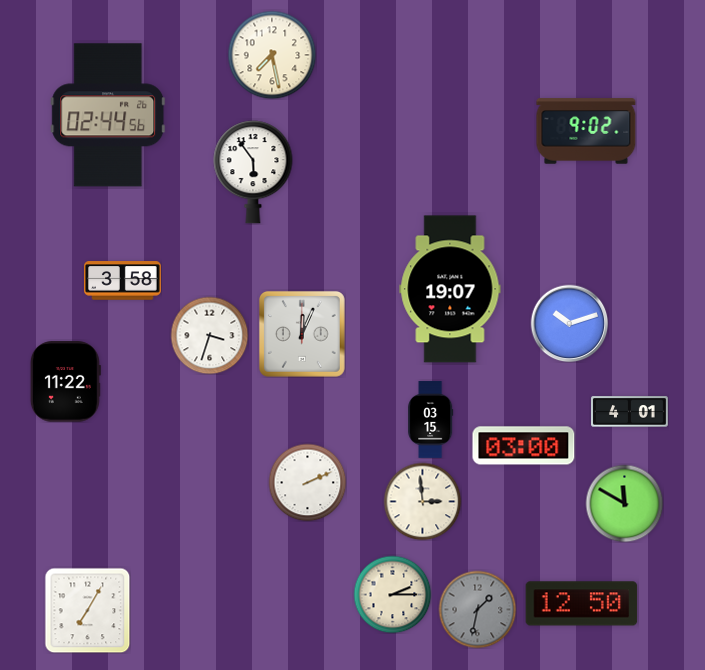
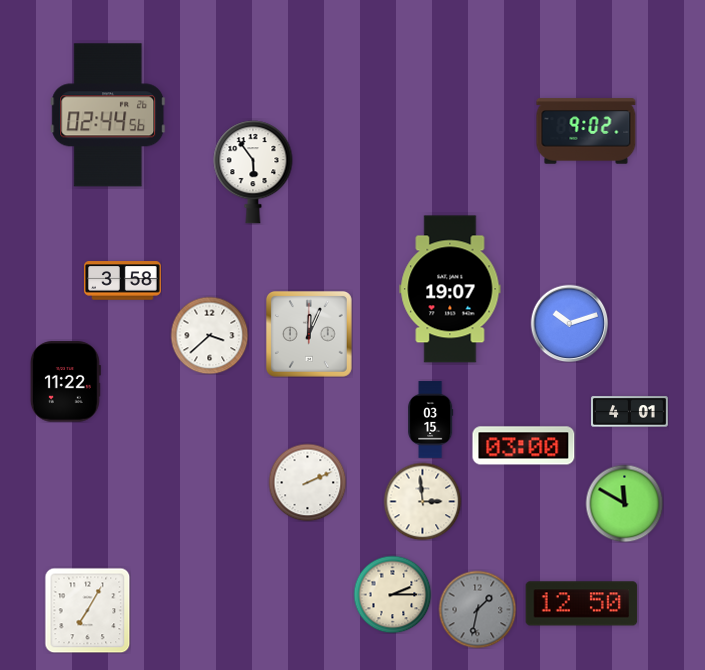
clock at (272, 55): 7:28 -> none
clock at (302, 334) position: (302, 334) -> (309, 334)
clock at (209, 335): 3:33 -> 3:38
